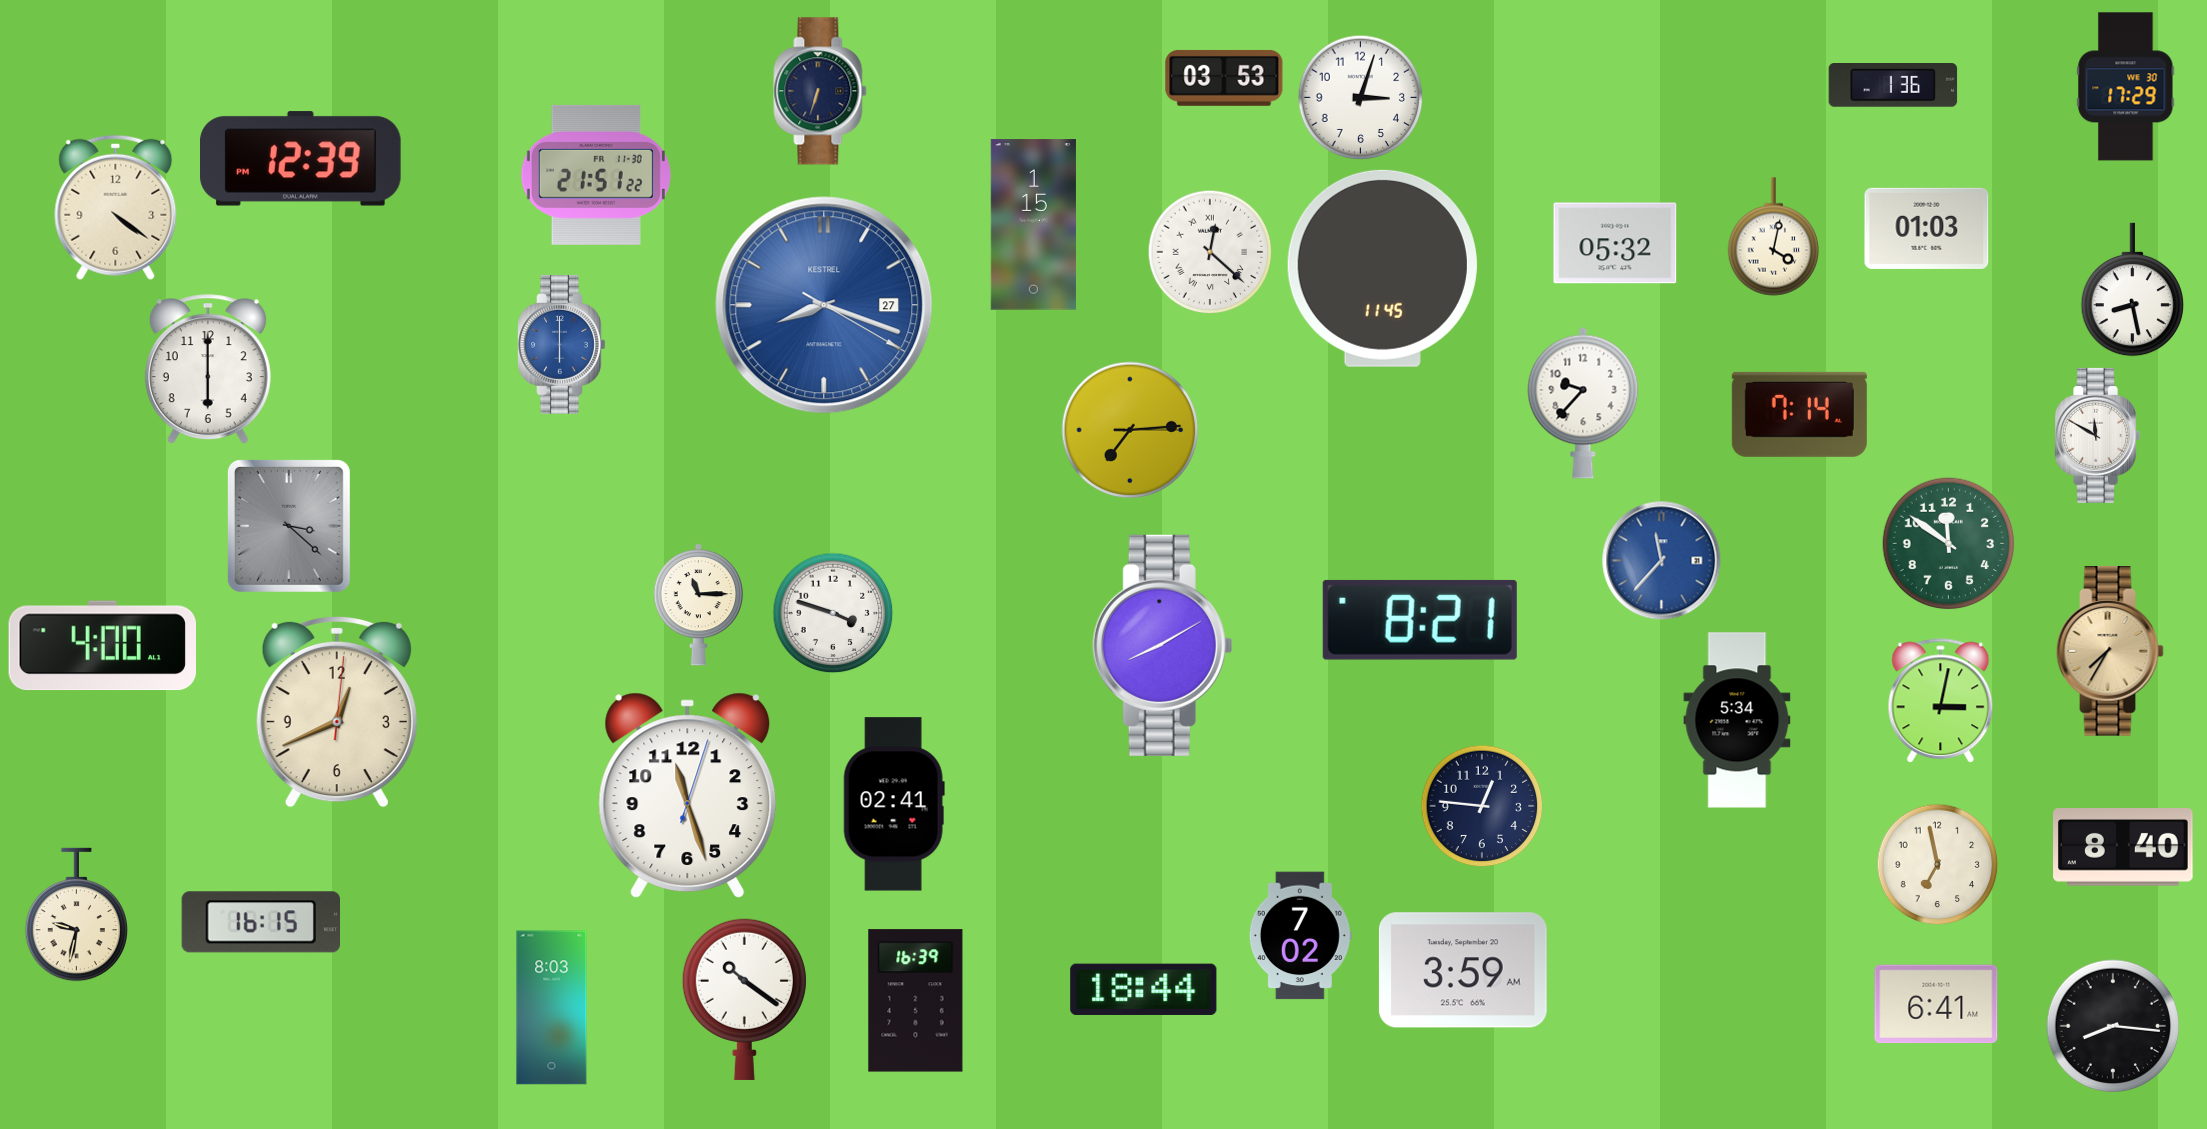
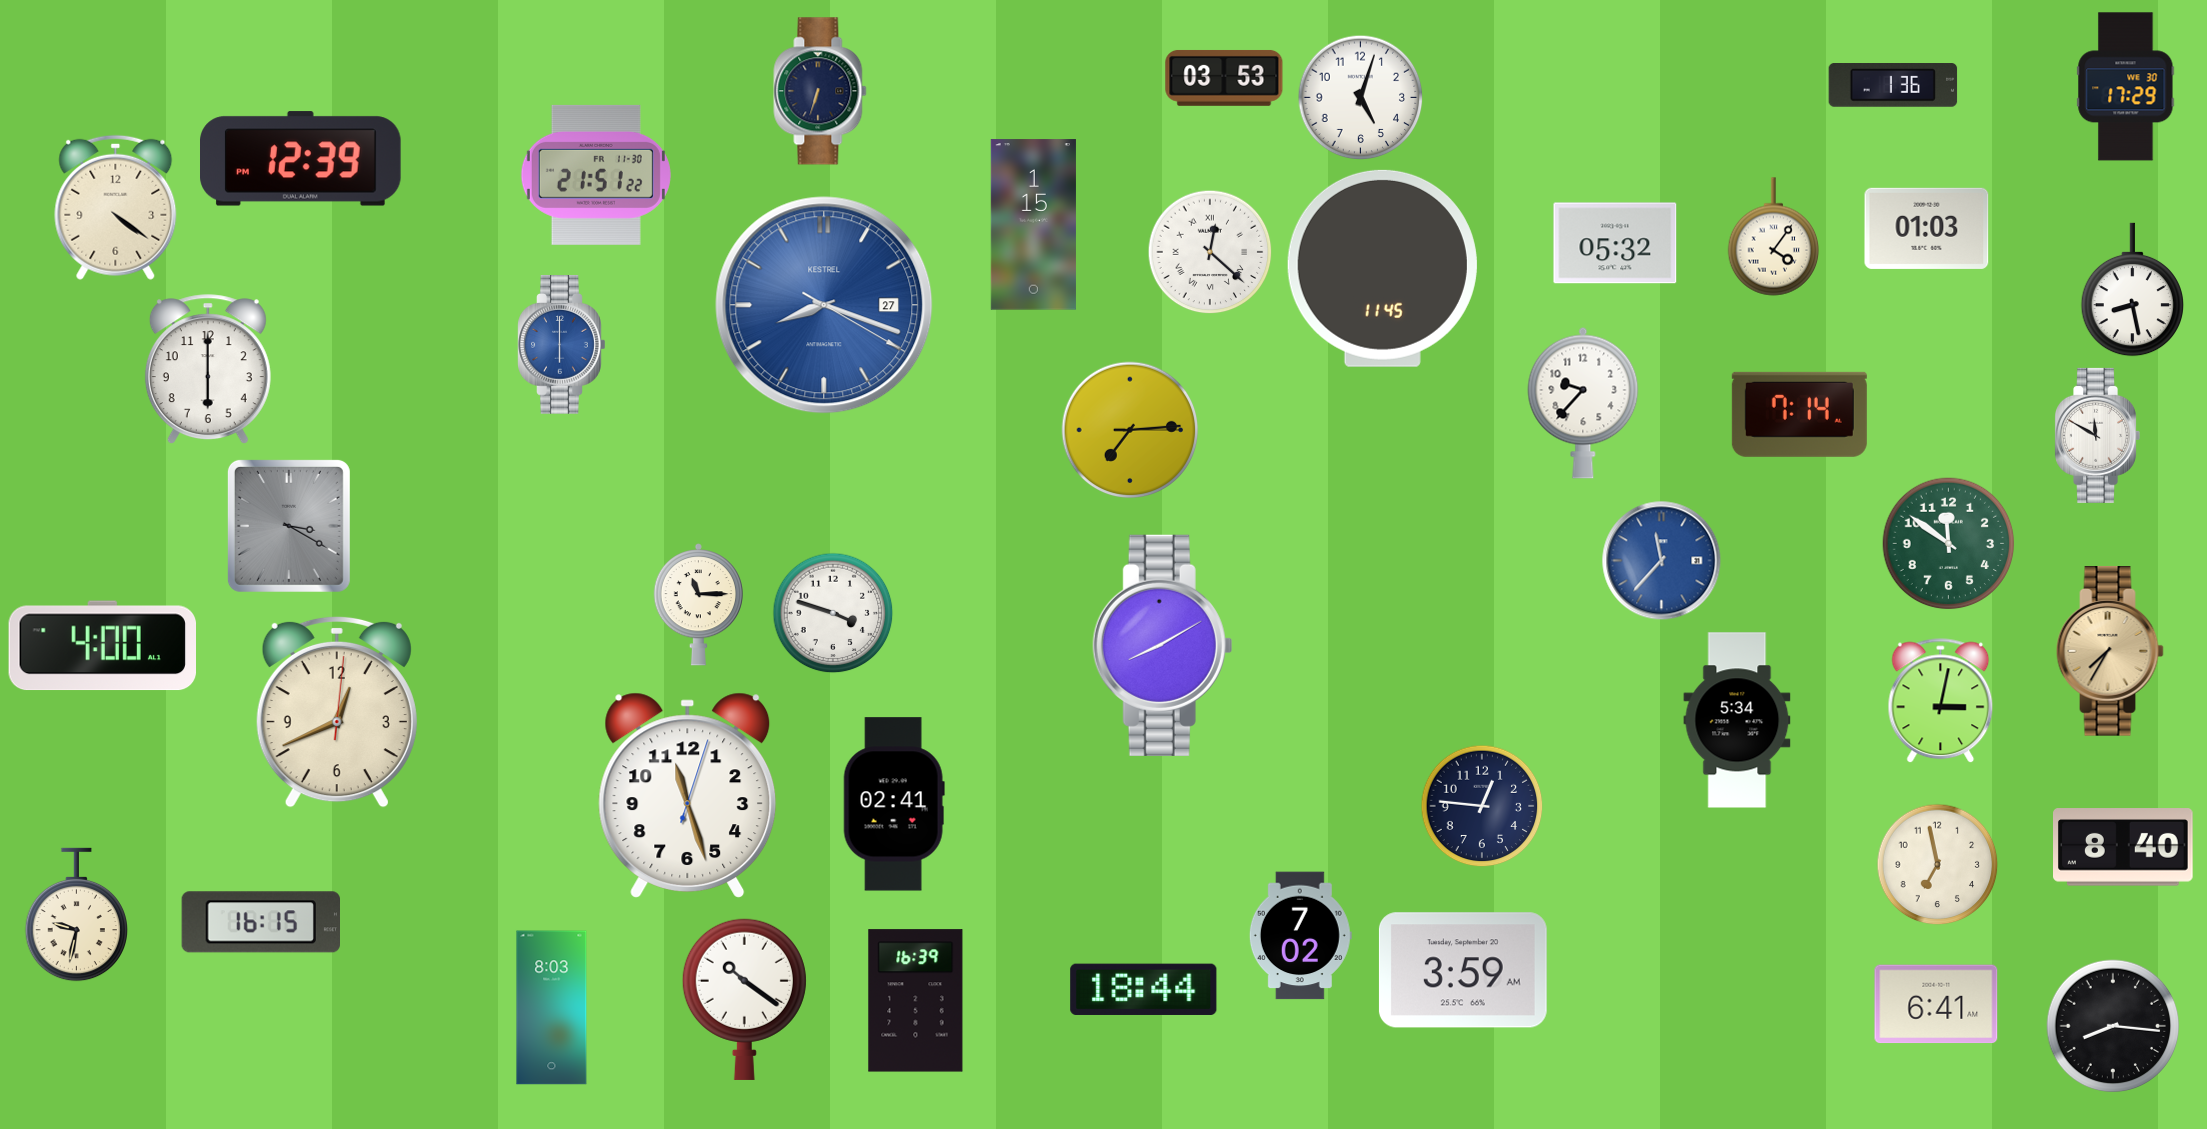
clock at (1361, 98): 3:03 -> 5:03
clock at (1774, 237): 4:02 -> 4:06
clock at (289, 526): 3:22 -> 3:20
clock at (1420, 620): 8:21 -> none
